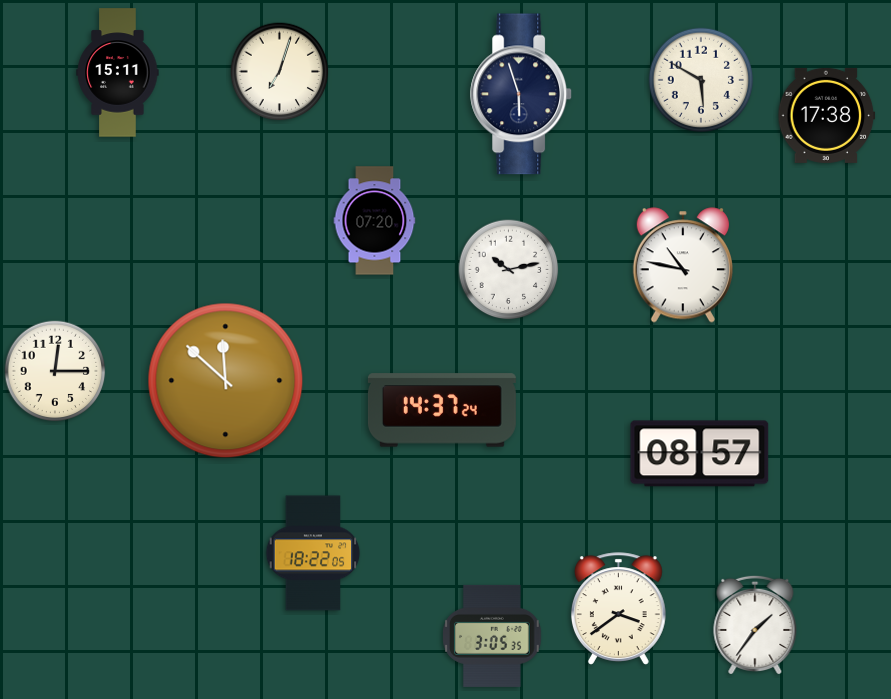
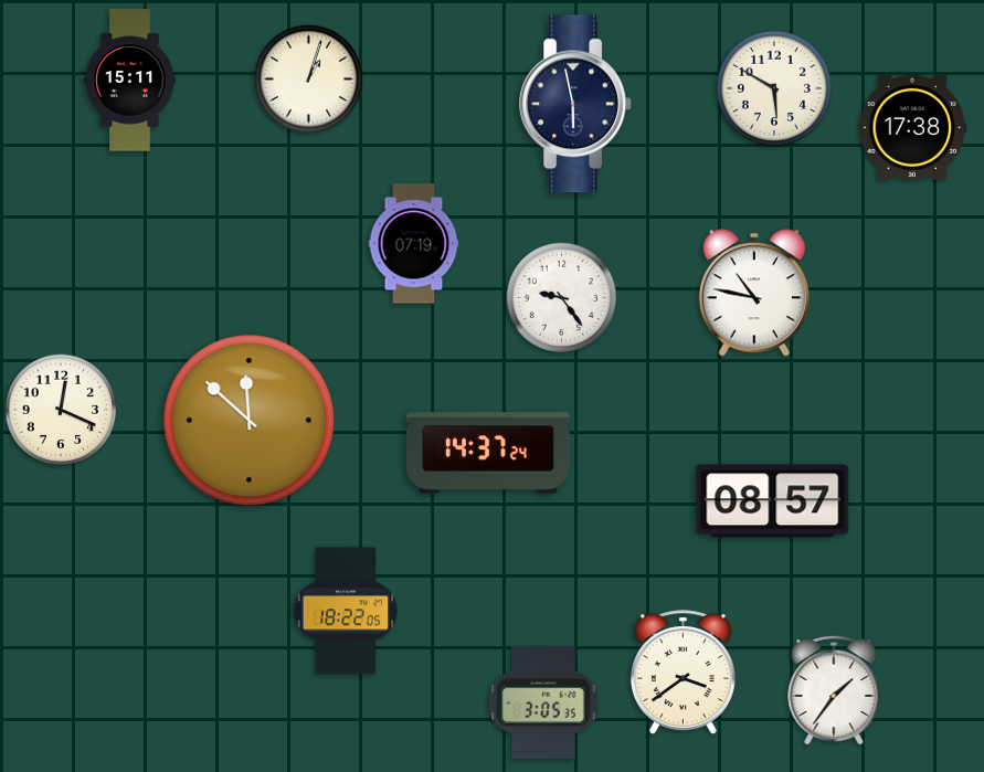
clock at (280, 72): 7:03 -> 1:03
clock at (522, 94): 5:57 -> 5:58
clock at (375, 221): 07:20 -> 07:19
clock at (509, 270): 10:13 -> 9:24
clock at (55, 371): 12:15 -> 12:19
